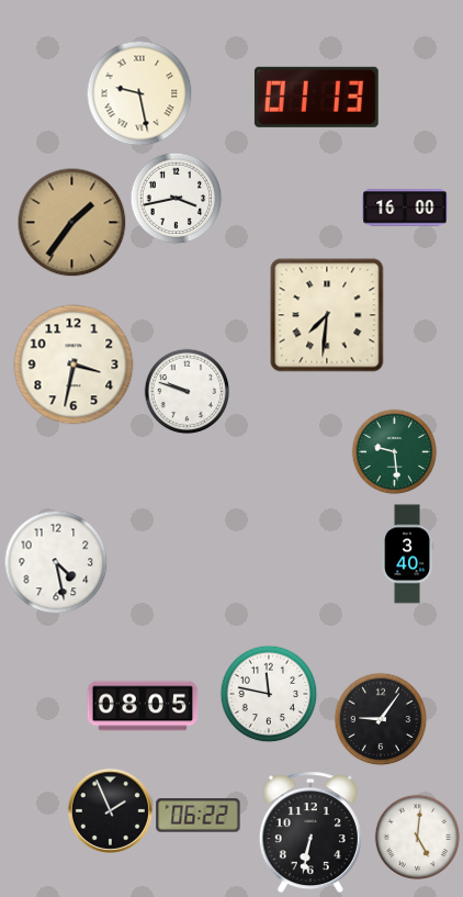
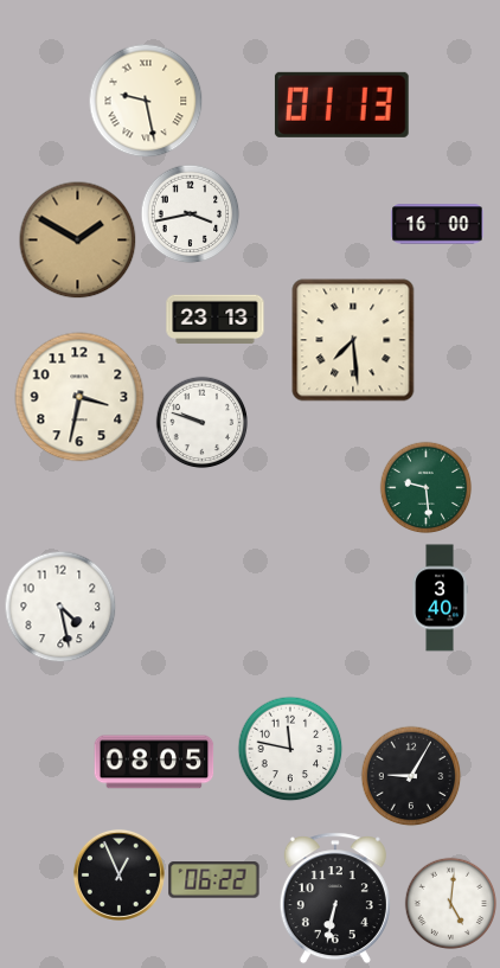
clock at (139, 93) position: (139, 93) -> (146, 101)
clock at (72, 223): 1:36 -> 1:50
clock at (216, 320): none -> 23:13
clock at (327, 315): 7:31 -> 7:29
clock at (74, 365) position: (74, 365) -> (79, 397)
clock at (381, 719): 9:06 -> 9:05
clock at (110, 810): 1:56 -> 12:56
